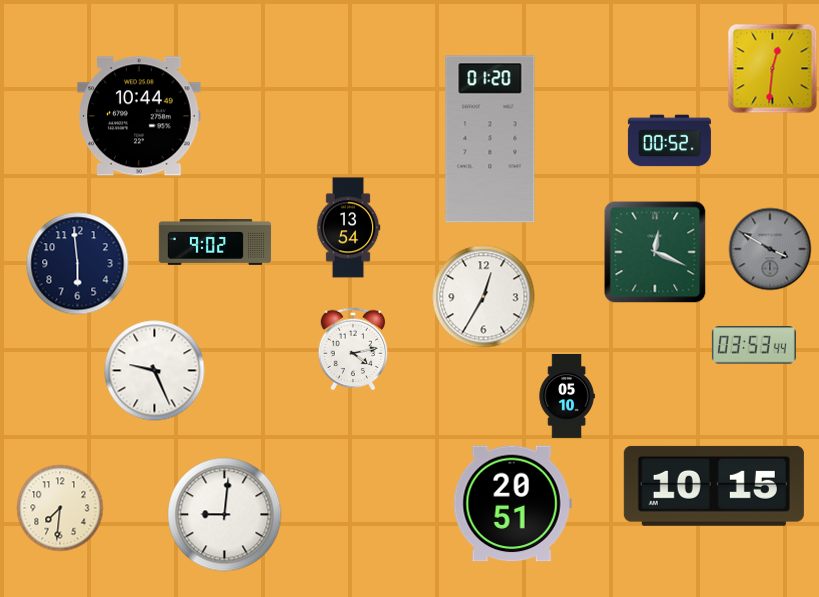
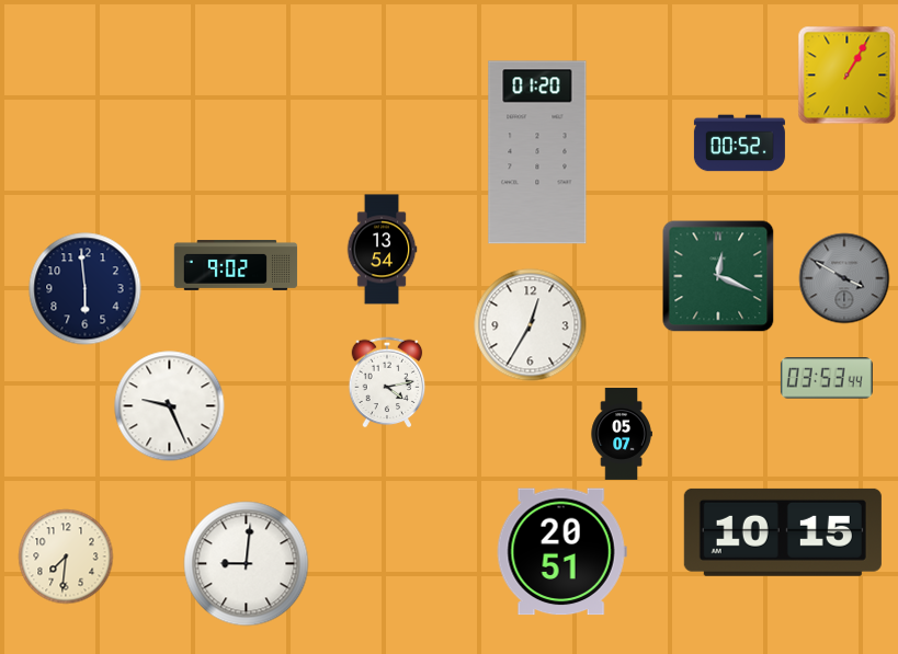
clock at (773, 69): 12:31 -> 1:05
clock at (139, 116): 10:44 -> none
clock at (669, 141) position: (669, 141) -> (739, 144)
clock at (770, 249) position: (770, 249) -> (844, 278)
clock at (567, 396): 05:10 -> 05:07
